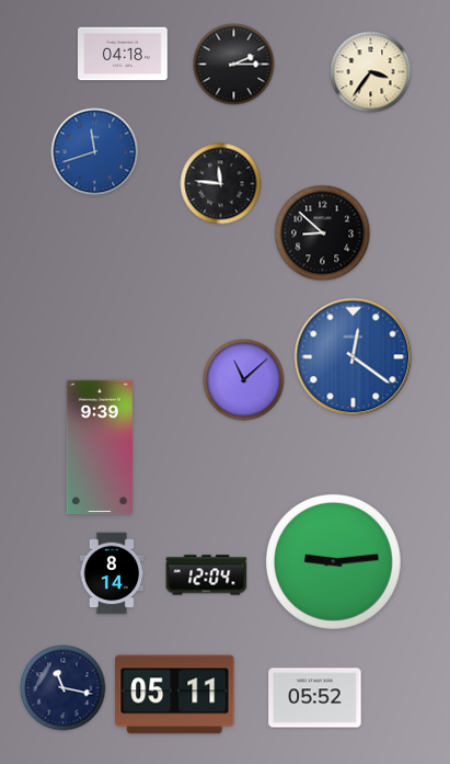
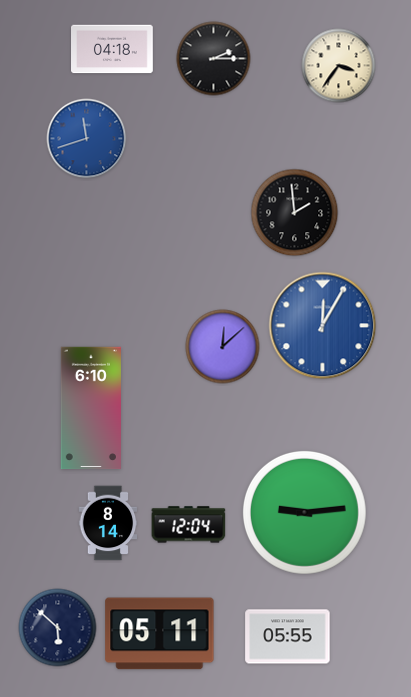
clock at (221, 184): 11:46 -> none
clock at (323, 233): 8:52 -> 1:59
clock at (354, 357): 12:21 -> 12:05
clock at (244, 380): 11:08 -> 12:08
clock at (100, 447): 9:39 -> 6:10
clock at (112, 573) position: (112, 573) -> (108, 523)
clock at (64, 688): 11:17 -> 5:52
clock at (315, 698): 05:52 -> 05:55
